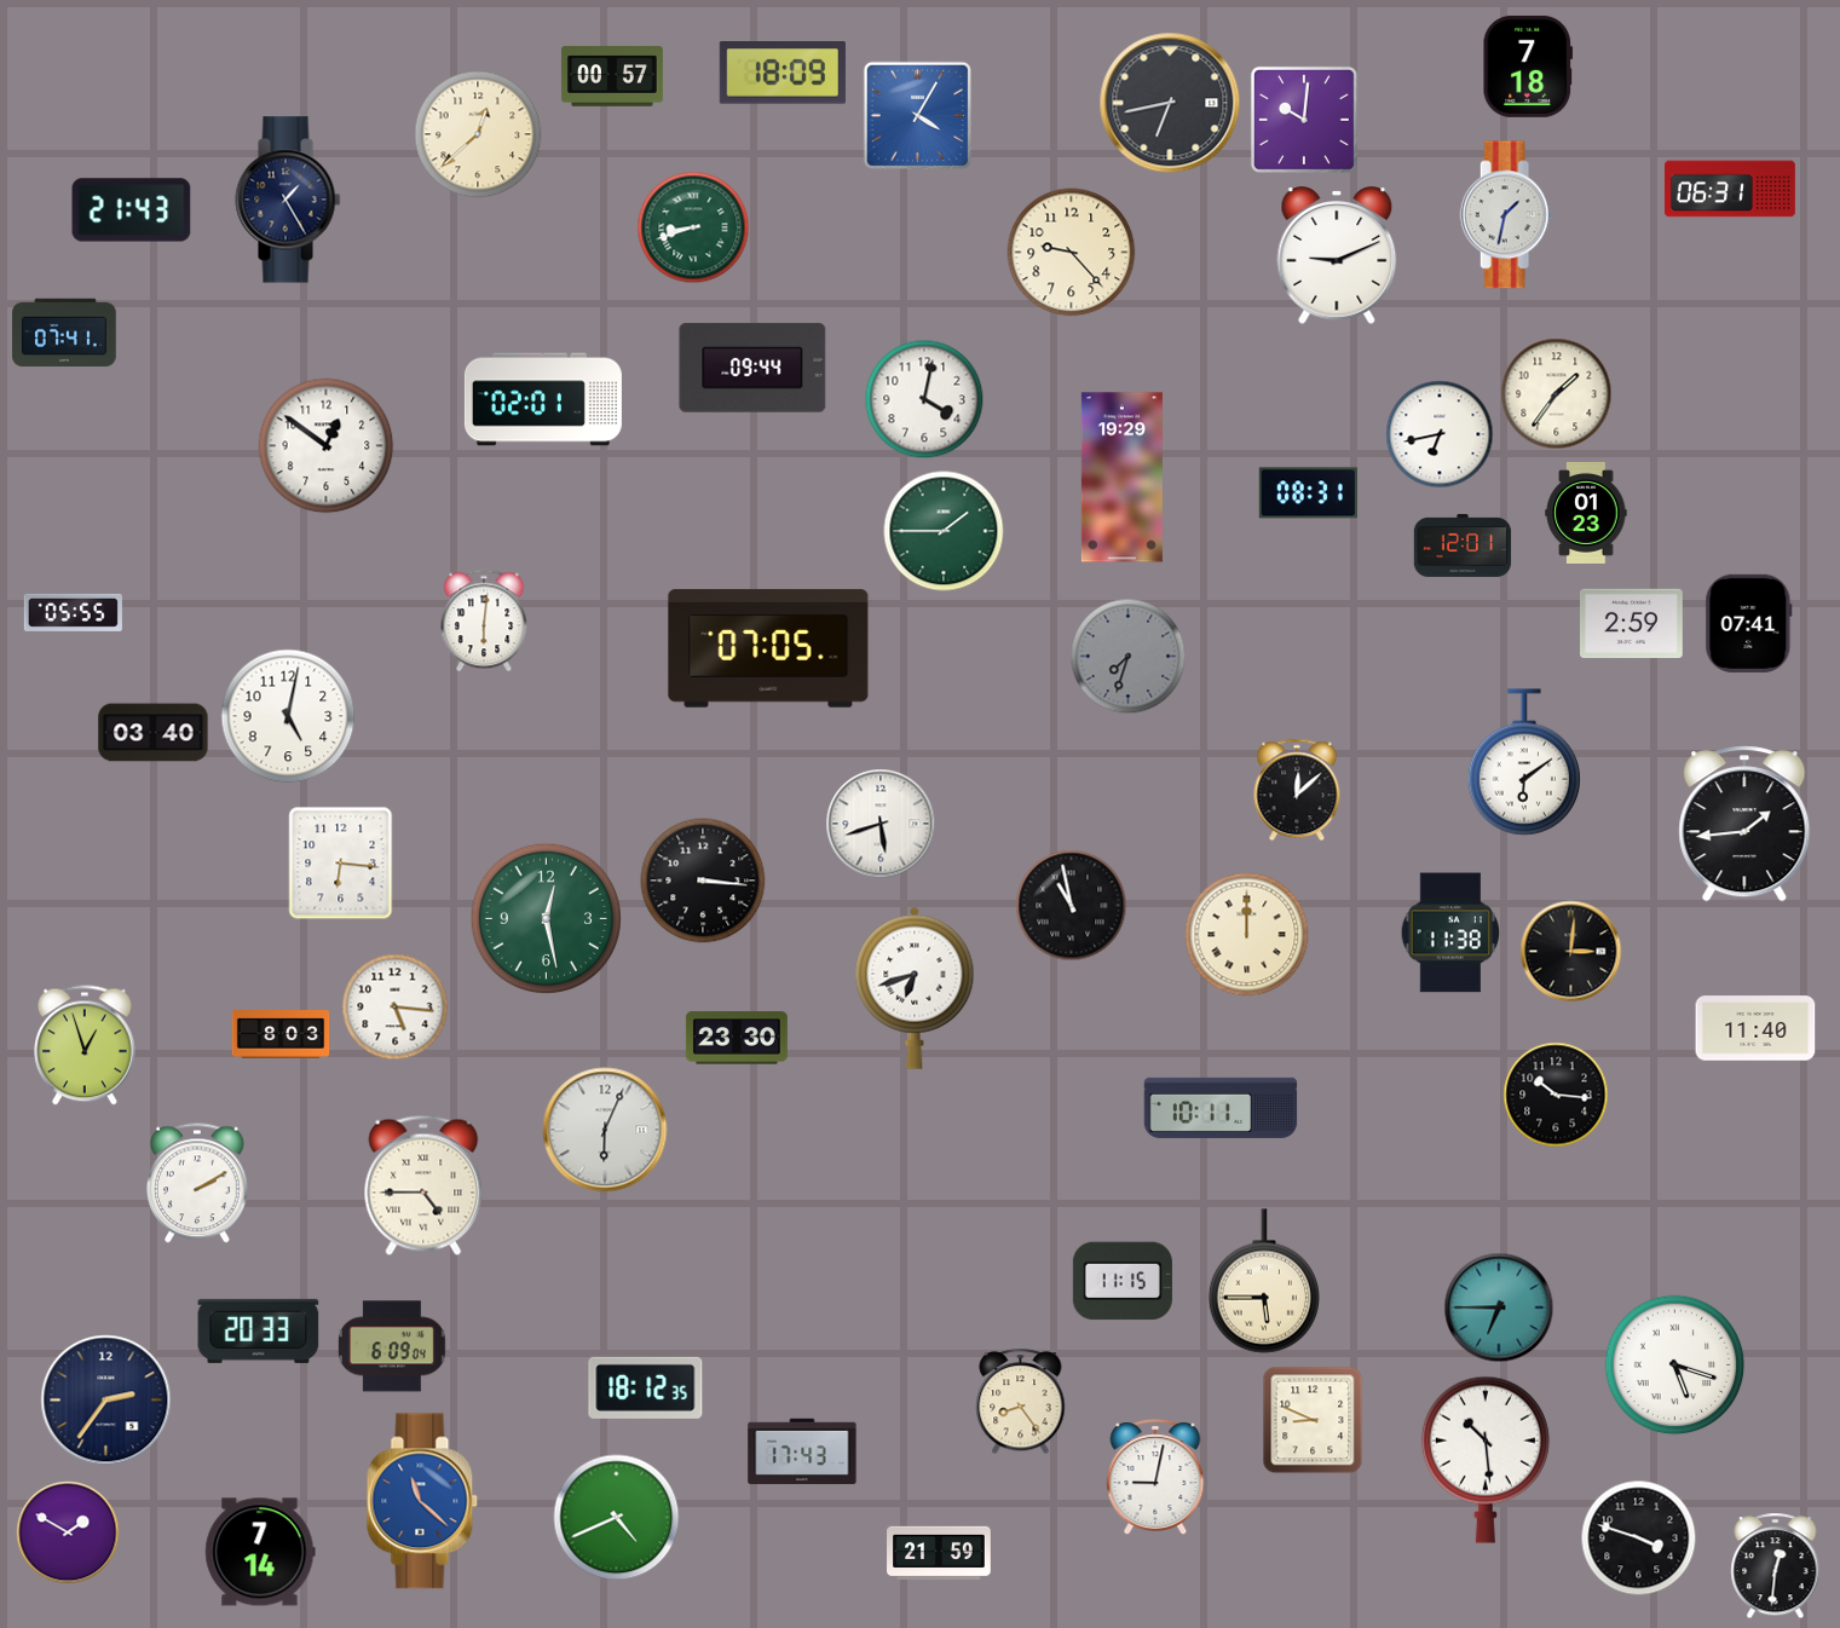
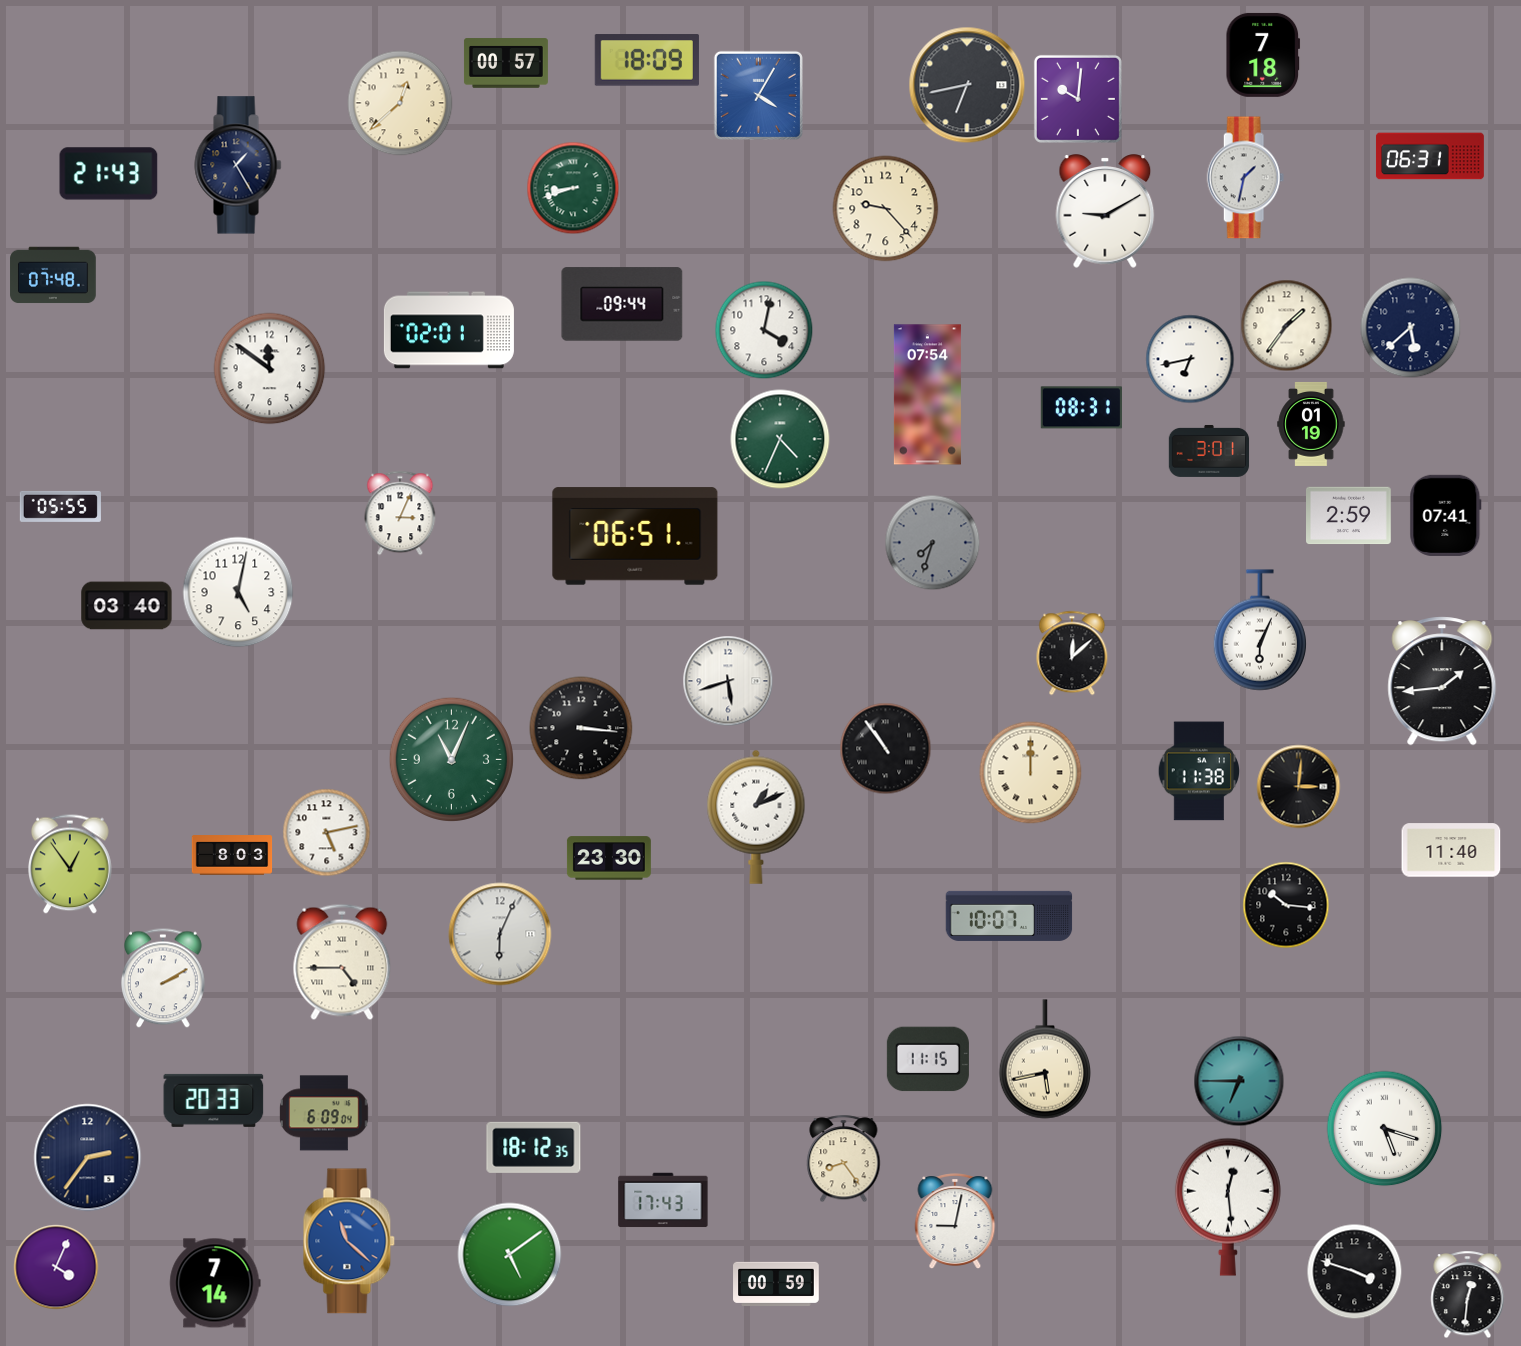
clock at (478, 134) position: (478, 134) -> (400, 103)
clock at (1337, 255): 9:11 -> 9:10
clock at (64, 333): 07:41 -> 07:48
clock at (1411, 328): none -> 5:38
clock at (327, 446): 12:51 -> 11:51
clock at (1121, 478): 19:29 -> 07:54
clock at (1586, 513): 01:23 -> 01:19
clock at (944, 531): 1:45 -> 4:34
clock at (1463, 545): 12:01 -> 3:01
clock at (484, 620): 6:01 -> 3:04
clock at (768, 648): 07:05 -> 06:51
clock at (1523, 762): 6:09 -> 6:04
clock at (341, 864): 6:16 -> none
clock at (1072, 906): 10:58 -> 10:54
clock at (546, 918): 12:28 -> 11:04
clock at (915, 988): 6:42 -> 1:11
clock at (396, 1008): 5:16 -> 5:13
clock at (86, 1045): 12:57 -> 12:54
clock at (1221, 1108): 10:11 -> 10:07
clock at (423, 1185) position: (423, 1185) -> (342, 962)
clock at (1263, 1281): 5:45 -> 5:43
clock at (1313, 1420): 8:49 -> none
clock at (1486, 1460): 10:29 -> 12:29
clock at (617, 1518): 4:41 -> 5:09
clock at (68, 1532): 1:50 -> 4:04
clock at (939, 1552): 21:59 -> 00:59
